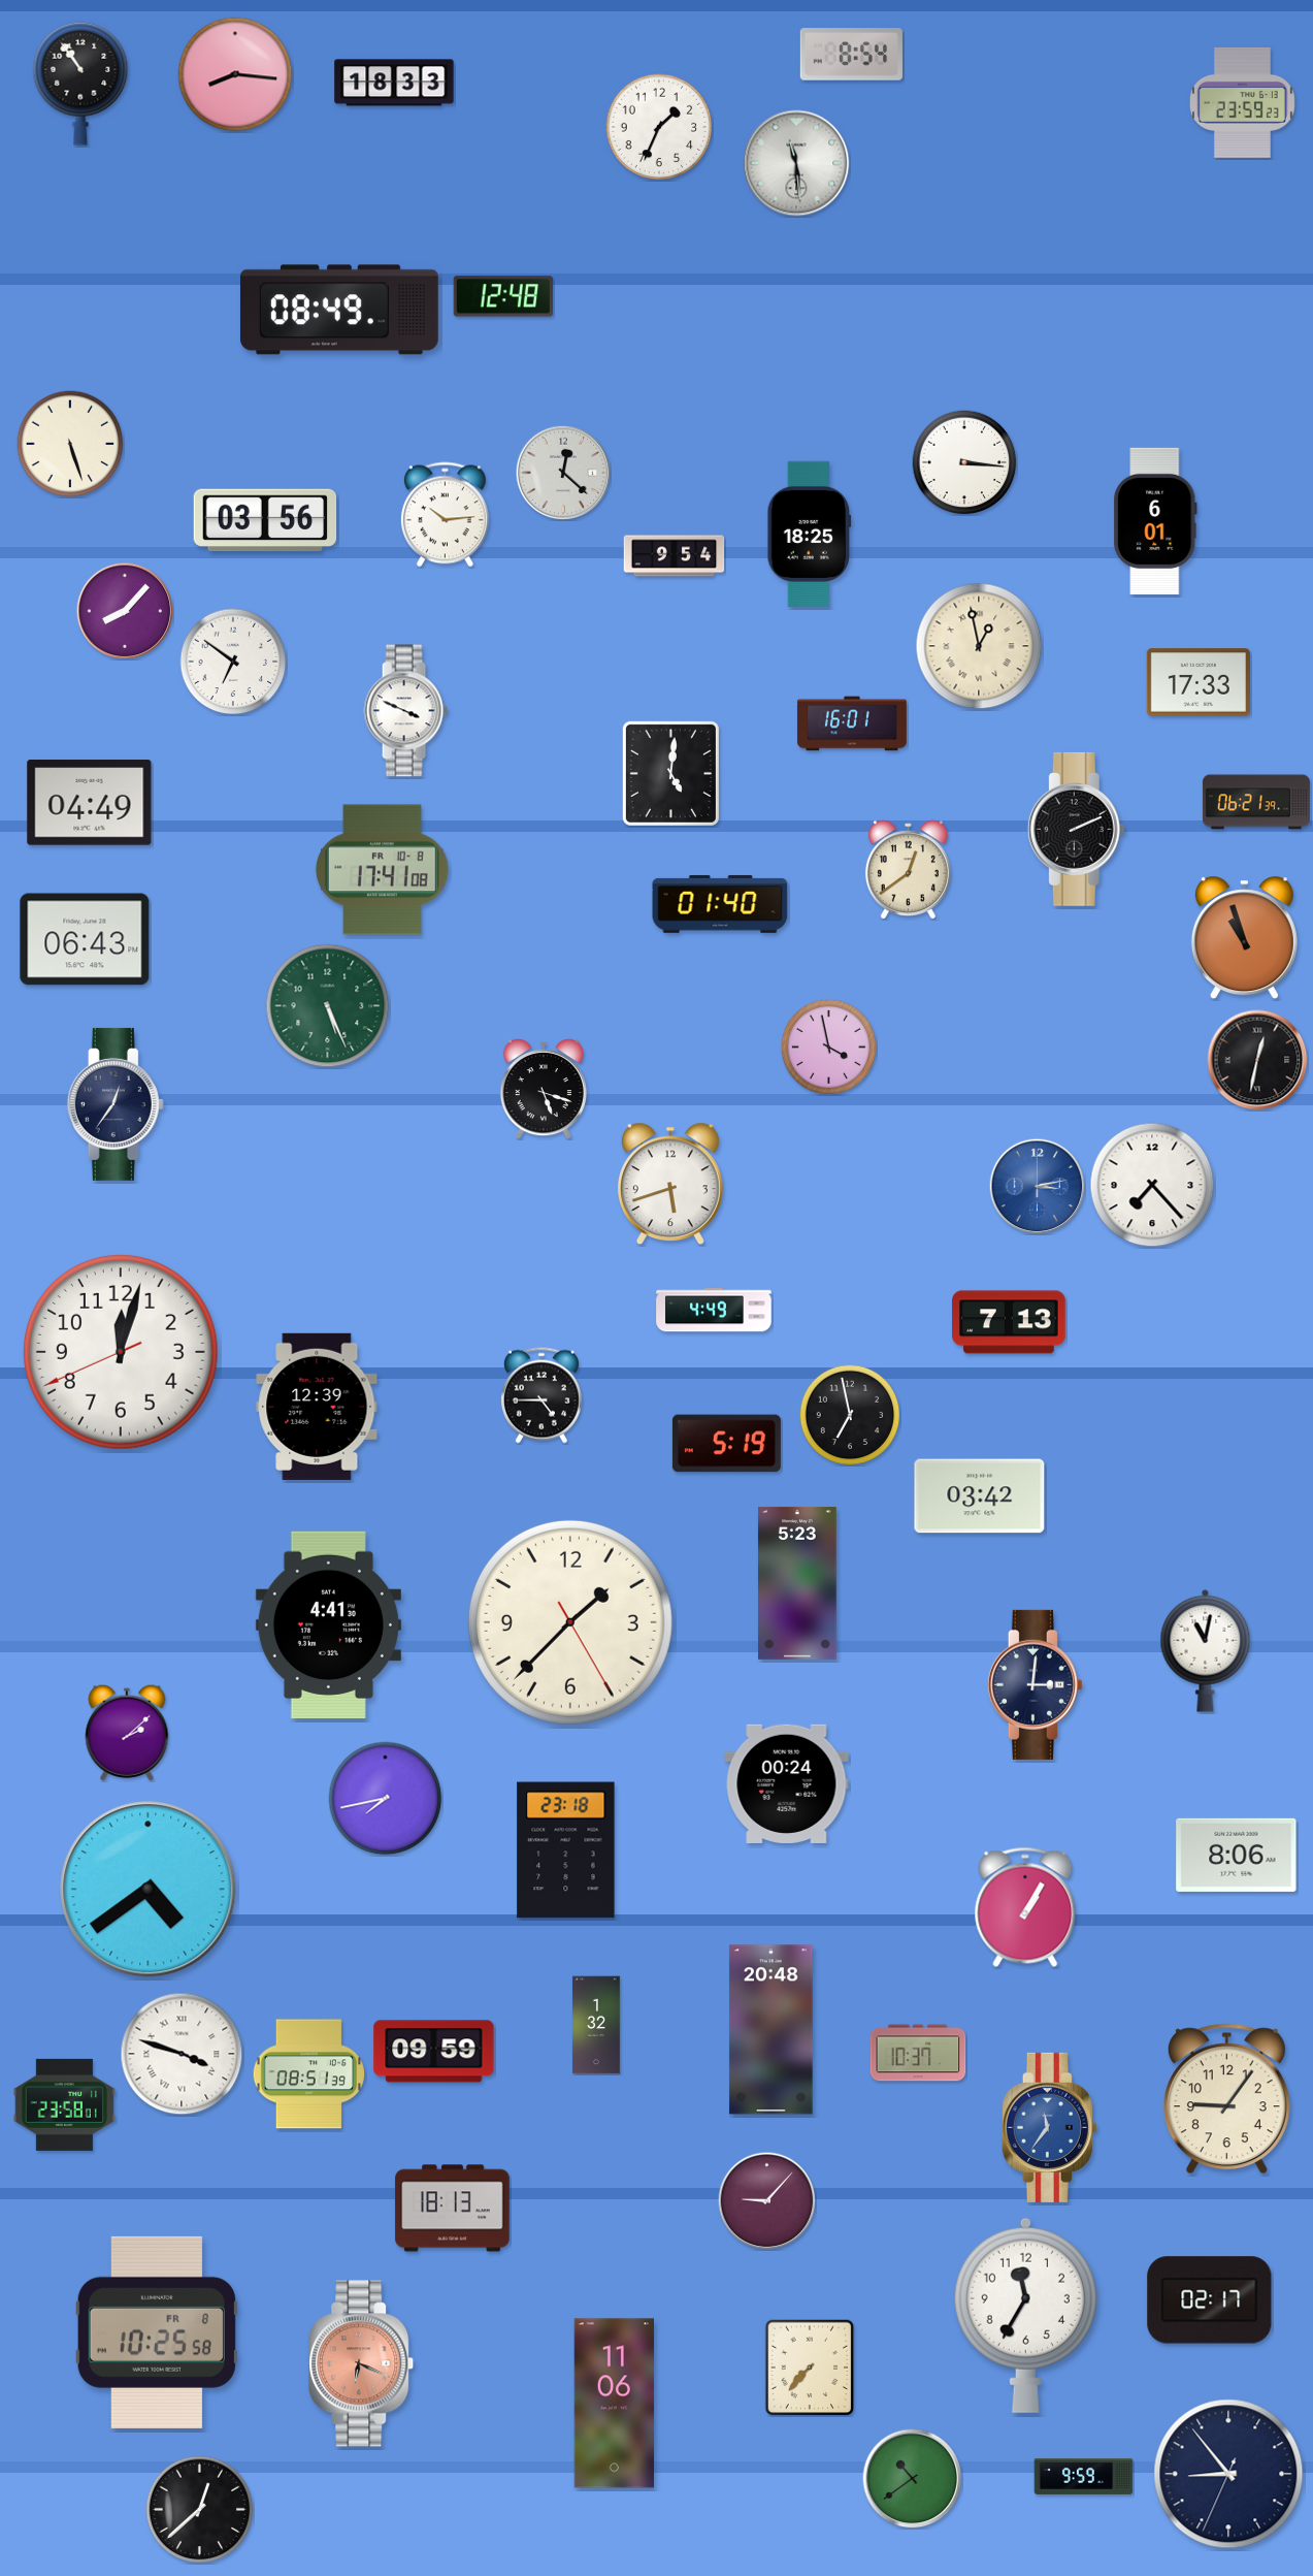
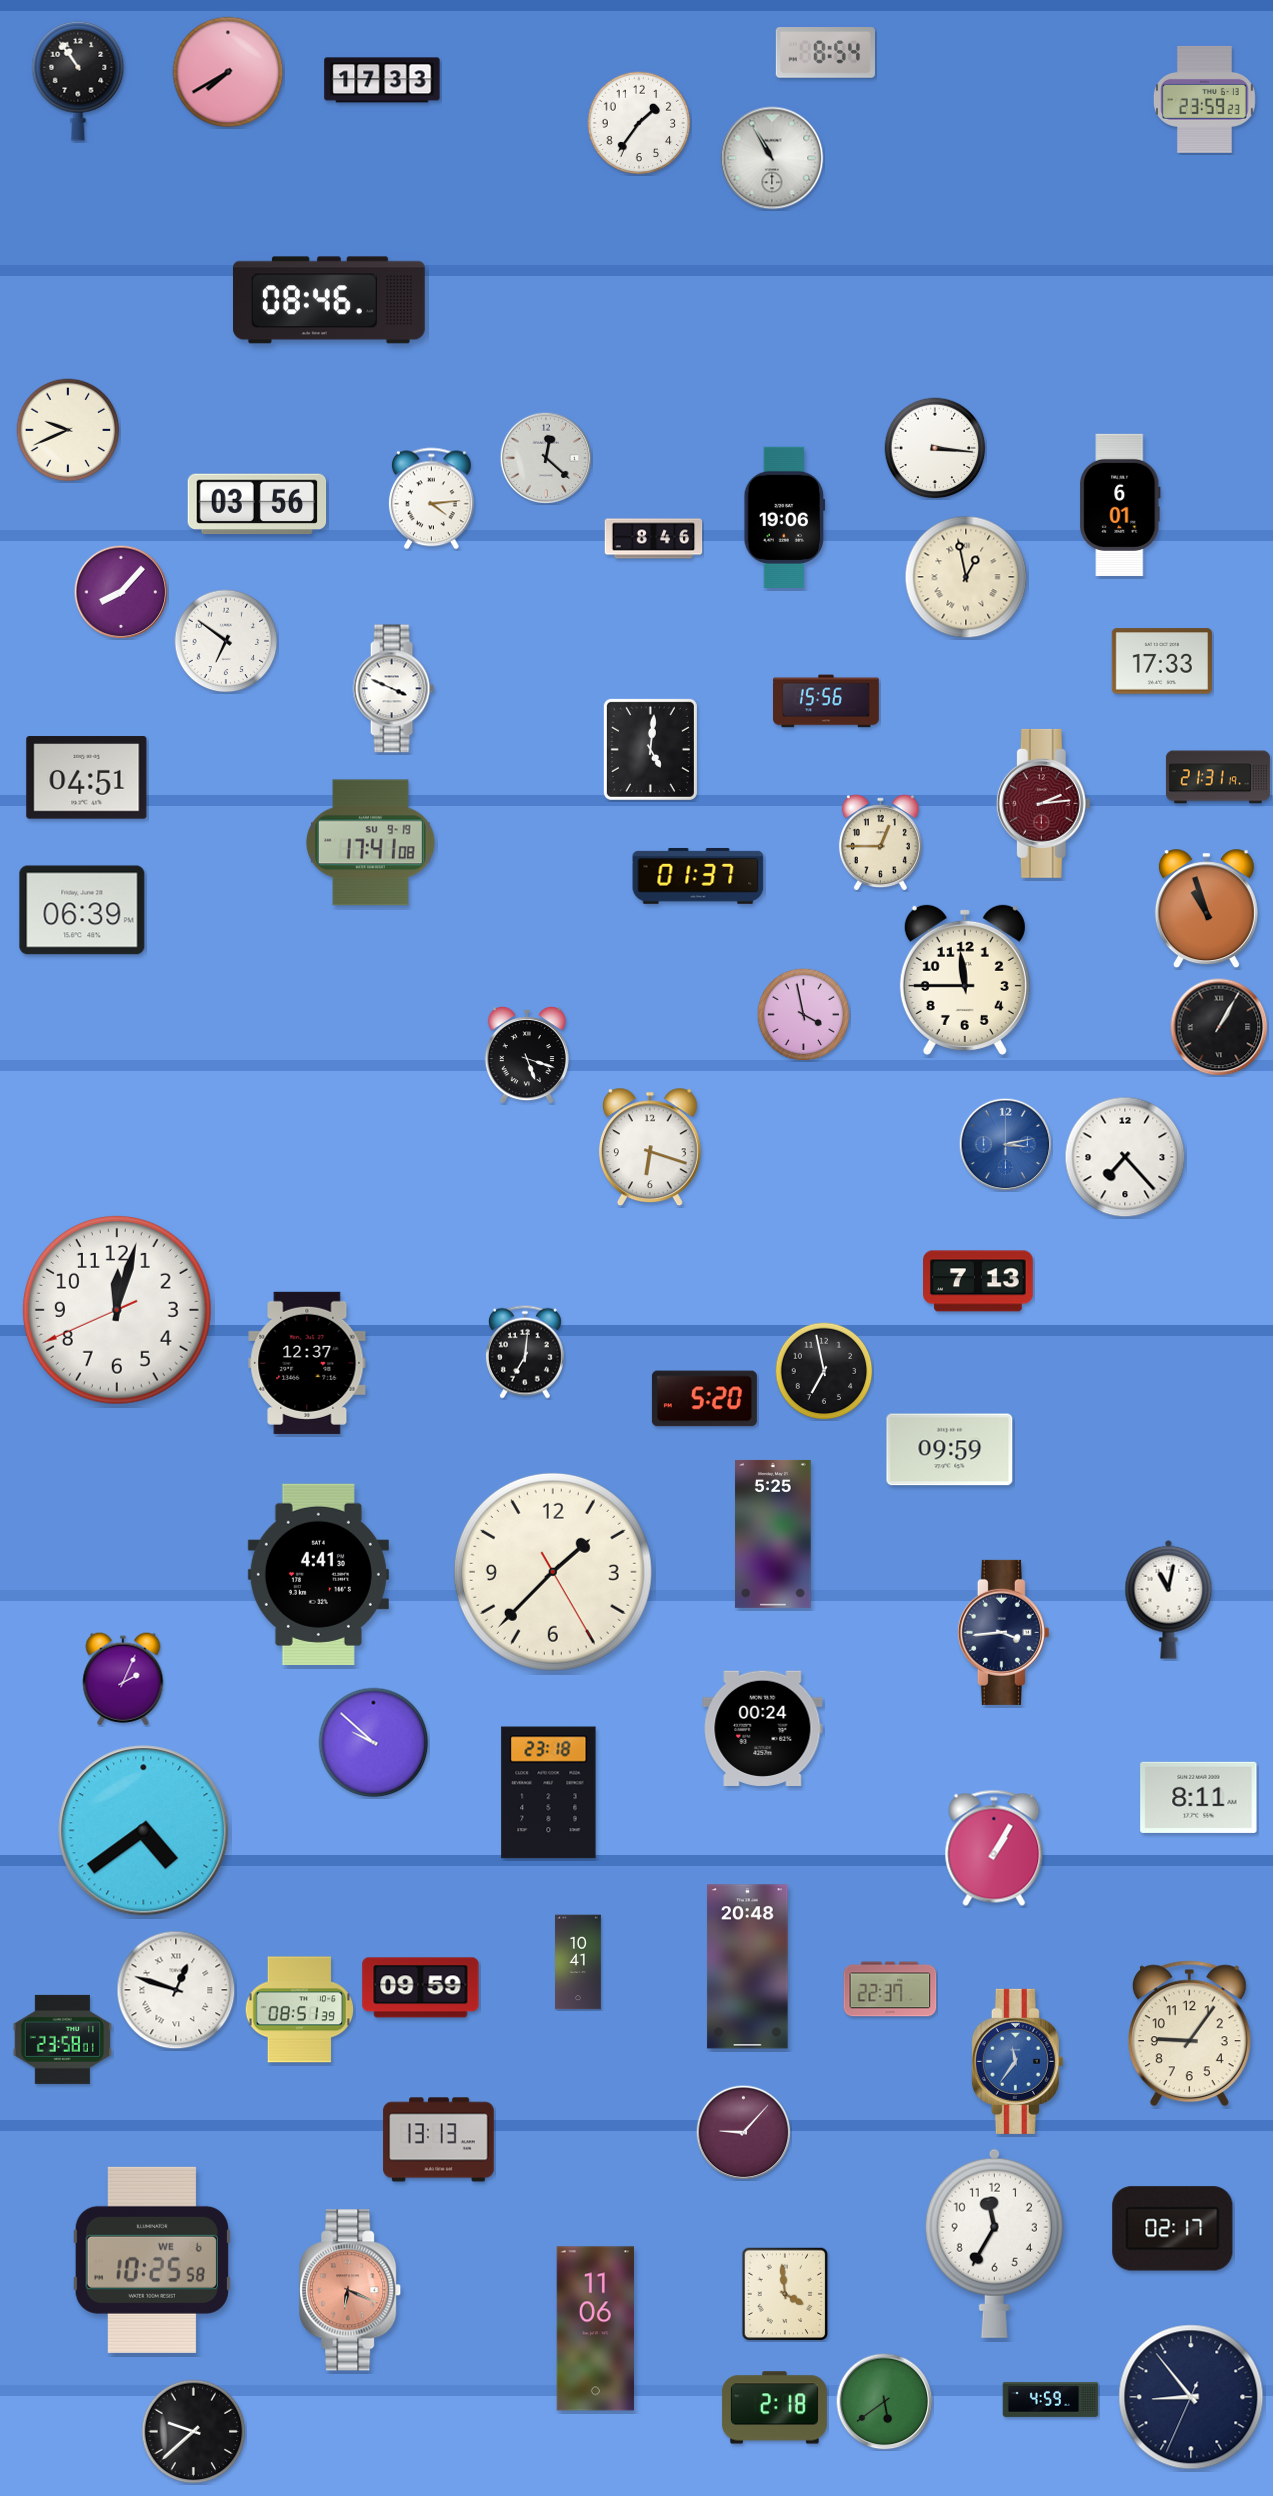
clock at (235, 74): 8:16 -> 7:40
clock at (394, 83): 18:33 -> 17:33
clock at (659, 127): 1:34 -> 1:36
clock at (796, 163): 11:29 -> 10:55
clock at (503, 296): 12:48 -> none
clock at (339, 310): 08:49 -> 08:46
clock at (70, 444): 5:27 -> 9:41
clock at (445, 515): 10:14 -> 4:14
clock at (810, 534): 18:25 -> 19:06
clock at (675, 556): 9:54 -> 8:46
clock at (979, 646) position: (979, 646) -> (966, 577)
clock at (852, 723): 16:01 -> 15:56
clock at (1256, 802): 06:21 -> 21:31
clock at (90, 803): 04:49 -> 04:51
clock at (1076, 829): 2:11 -> 2:14
clock at (1076, 829) dial: black -> burgundy
clock at (382, 870) date: FR 10-8 -> SU 9-19
clock at (908, 870): 12:39 -> 12:45
clock at (720, 904): 01:40 -> 01:37
clock at (85, 939): 06:43 -> 06:39
clock at (328, 1006): 5:26 -> none
clock at (965, 980): none -> 11:45
clock at (1257, 1060): 12:32 -> 1:05
clock at (116, 1104): 12:36 -> none
clock at (670, 1184): 5:42 -> 6:18
clock at (1152, 1185) position: (1152, 1185) -> (1125, 1157)
clock at (1037, 1186) position: (1037, 1186) -> (1005, 1144)
clock at (714, 1310): 4:49 -> none
clock at (541, 1395): 4:45 -> 7:01
clock at (317, 1407): 12:39 -> 12:37
clock at (726, 1444): 5:19 -> 5:20
clock at (980, 1496): 03:42 -> 09:59
clock at (797, 1583): 5:23 -> 5:25
clock at (1035, 1684): 3:01 -> 3:44
clock at (127, 1733): 2:08 -> 2:04
clock at (386, 1799): 7:43 -> 9:52
clock at (1237, 1855): 8:06 -> 8:11
clock at (596, 2025): 1:32 -> 10:41
clock at (918, 2053): 10:37 -> 22:37
clock at (182, 2054): 3:48 -> 12:48
clock at (453, 2209): 18:13 -> 13:13
clock at (157, 2332) date: FR 8 -> WE 6
clock at (810, 2368): 7:37 -> 3:59
clock at (1084, 2476): 9:59 -> 4:59
clock at (913, 2479): 10:39 -> 5:39
clock at (774, 2408): none -> 2:18
clock at (200, 2510): 12:38 -> 9:38
